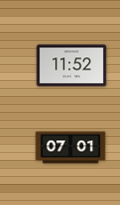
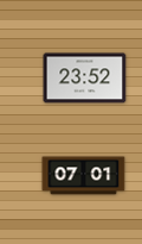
clock at (72, 66): 11:52 -> 23:52
